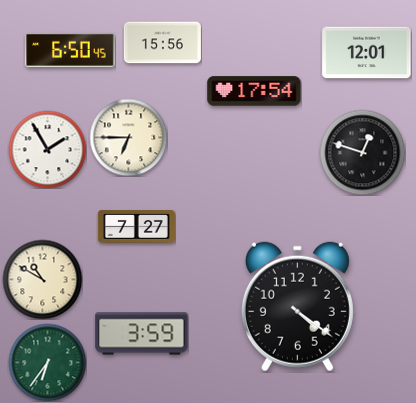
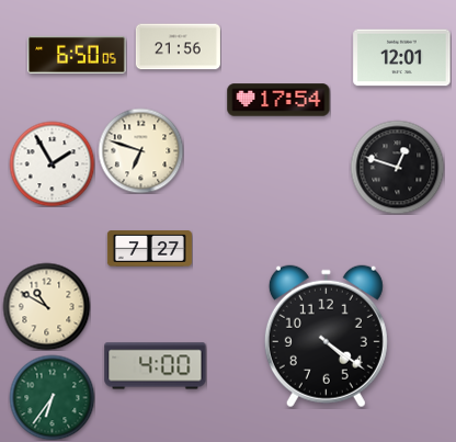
clock at (162, 43): 15:56 -> 21:56
clock at (70, 50): 6:50:45 -> 6:50:05
clock at (128, 137): 6:45 -> 6:48
clock at (142, 334): 3:59 -> 4:00
